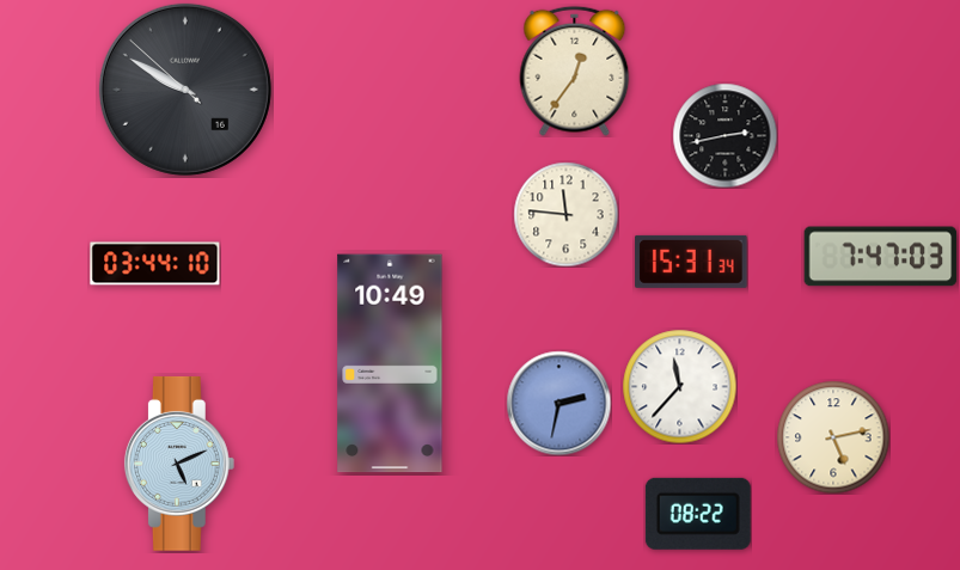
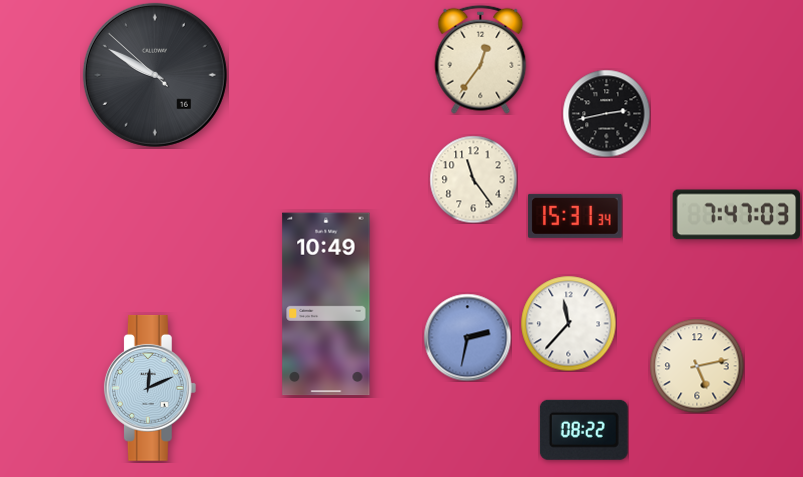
clock at (565, 214): 11:46 -> 11:24
clock at (691, 262) position: (691, 262) -> (575, 216)
clock at (155, 264): 03:44 -> none
clock at (179, 464): 5:11 -> 12:11
